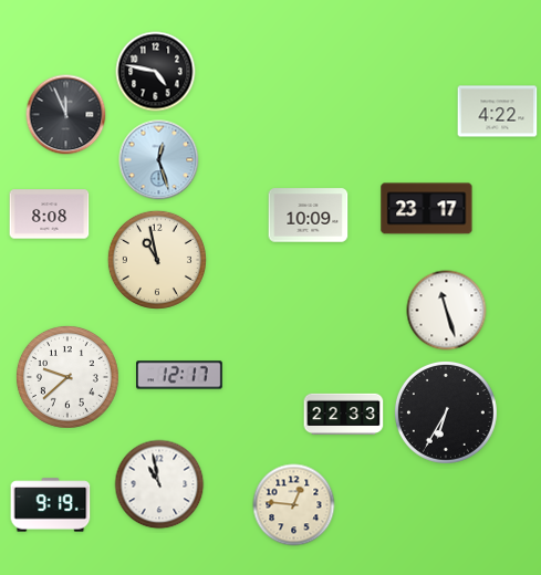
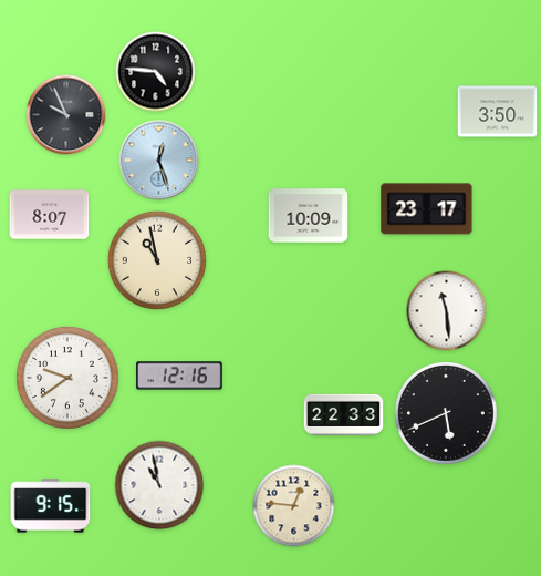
clock at (156, 72): 4:47 -> 4:46
clock at (498, 112): 4:22 -> 3:50
clock at (66, 115): 11:56 -> 9:56
clock at (50, 215): 8:08 -> 8:07
clock at (447, 311): 11:27 -> 11:29
clock at (179, 375): 12:17 -> 12:16
clock at (67, 377): 9:38 -> 9:39
clock at (446, 412): 6:35 -> 5:41
clock at (51, 505): 9:19 -> 9:15
